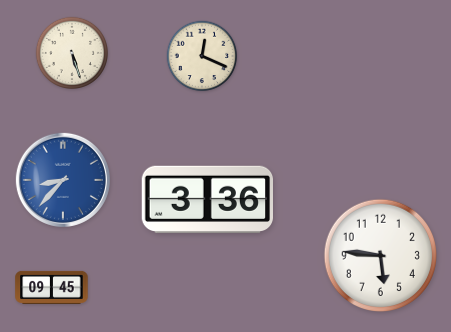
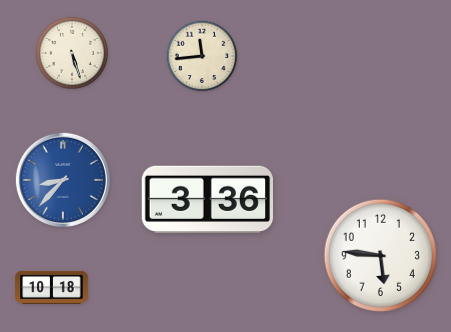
clock at (202, 56): 12:19 -> 11:44
clock at (52, 287): 09:45 -> 10:18
